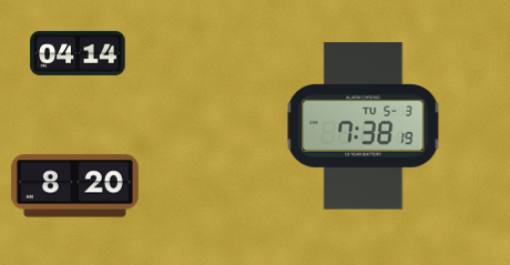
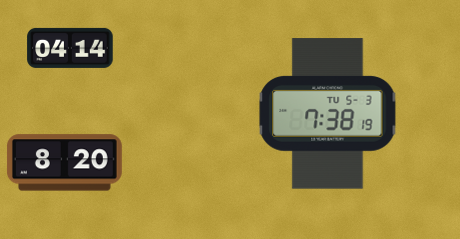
clock at (74, 186) position: (74, 186) -> (64, 163)
